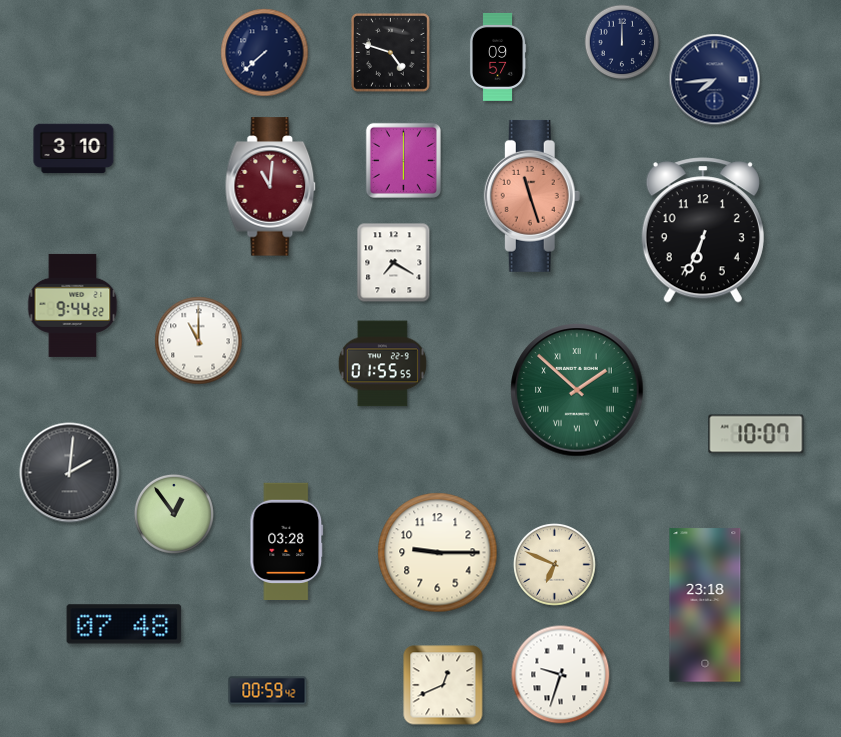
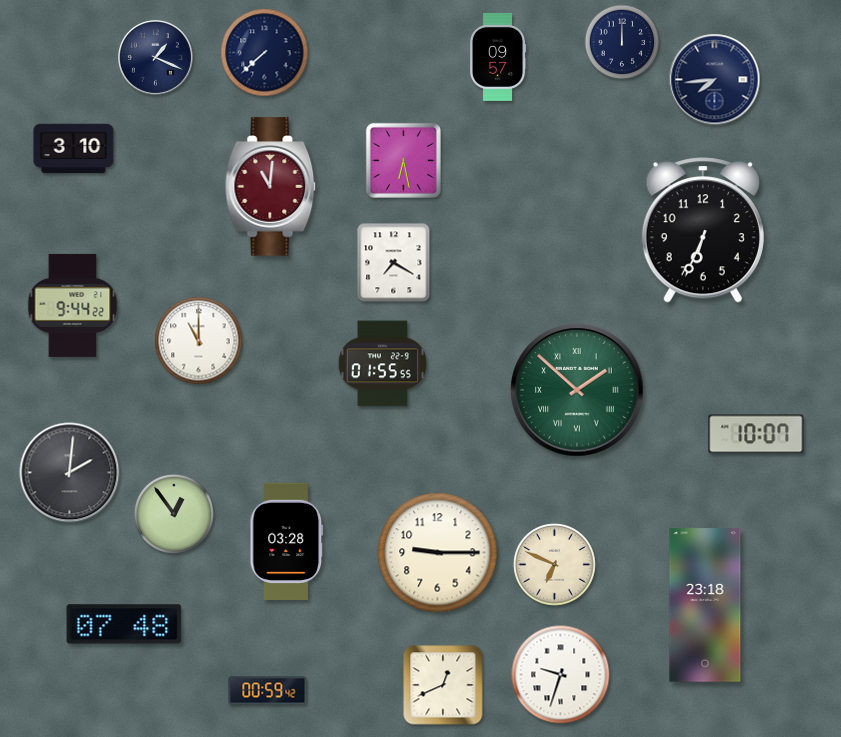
clock at (391, 53): 4:48 -> none
clock at (155, 57): none -> 1:19
clock at (403, 160): 6:00 -> 6:28
clock at (532, 196): 11:27 -> none
